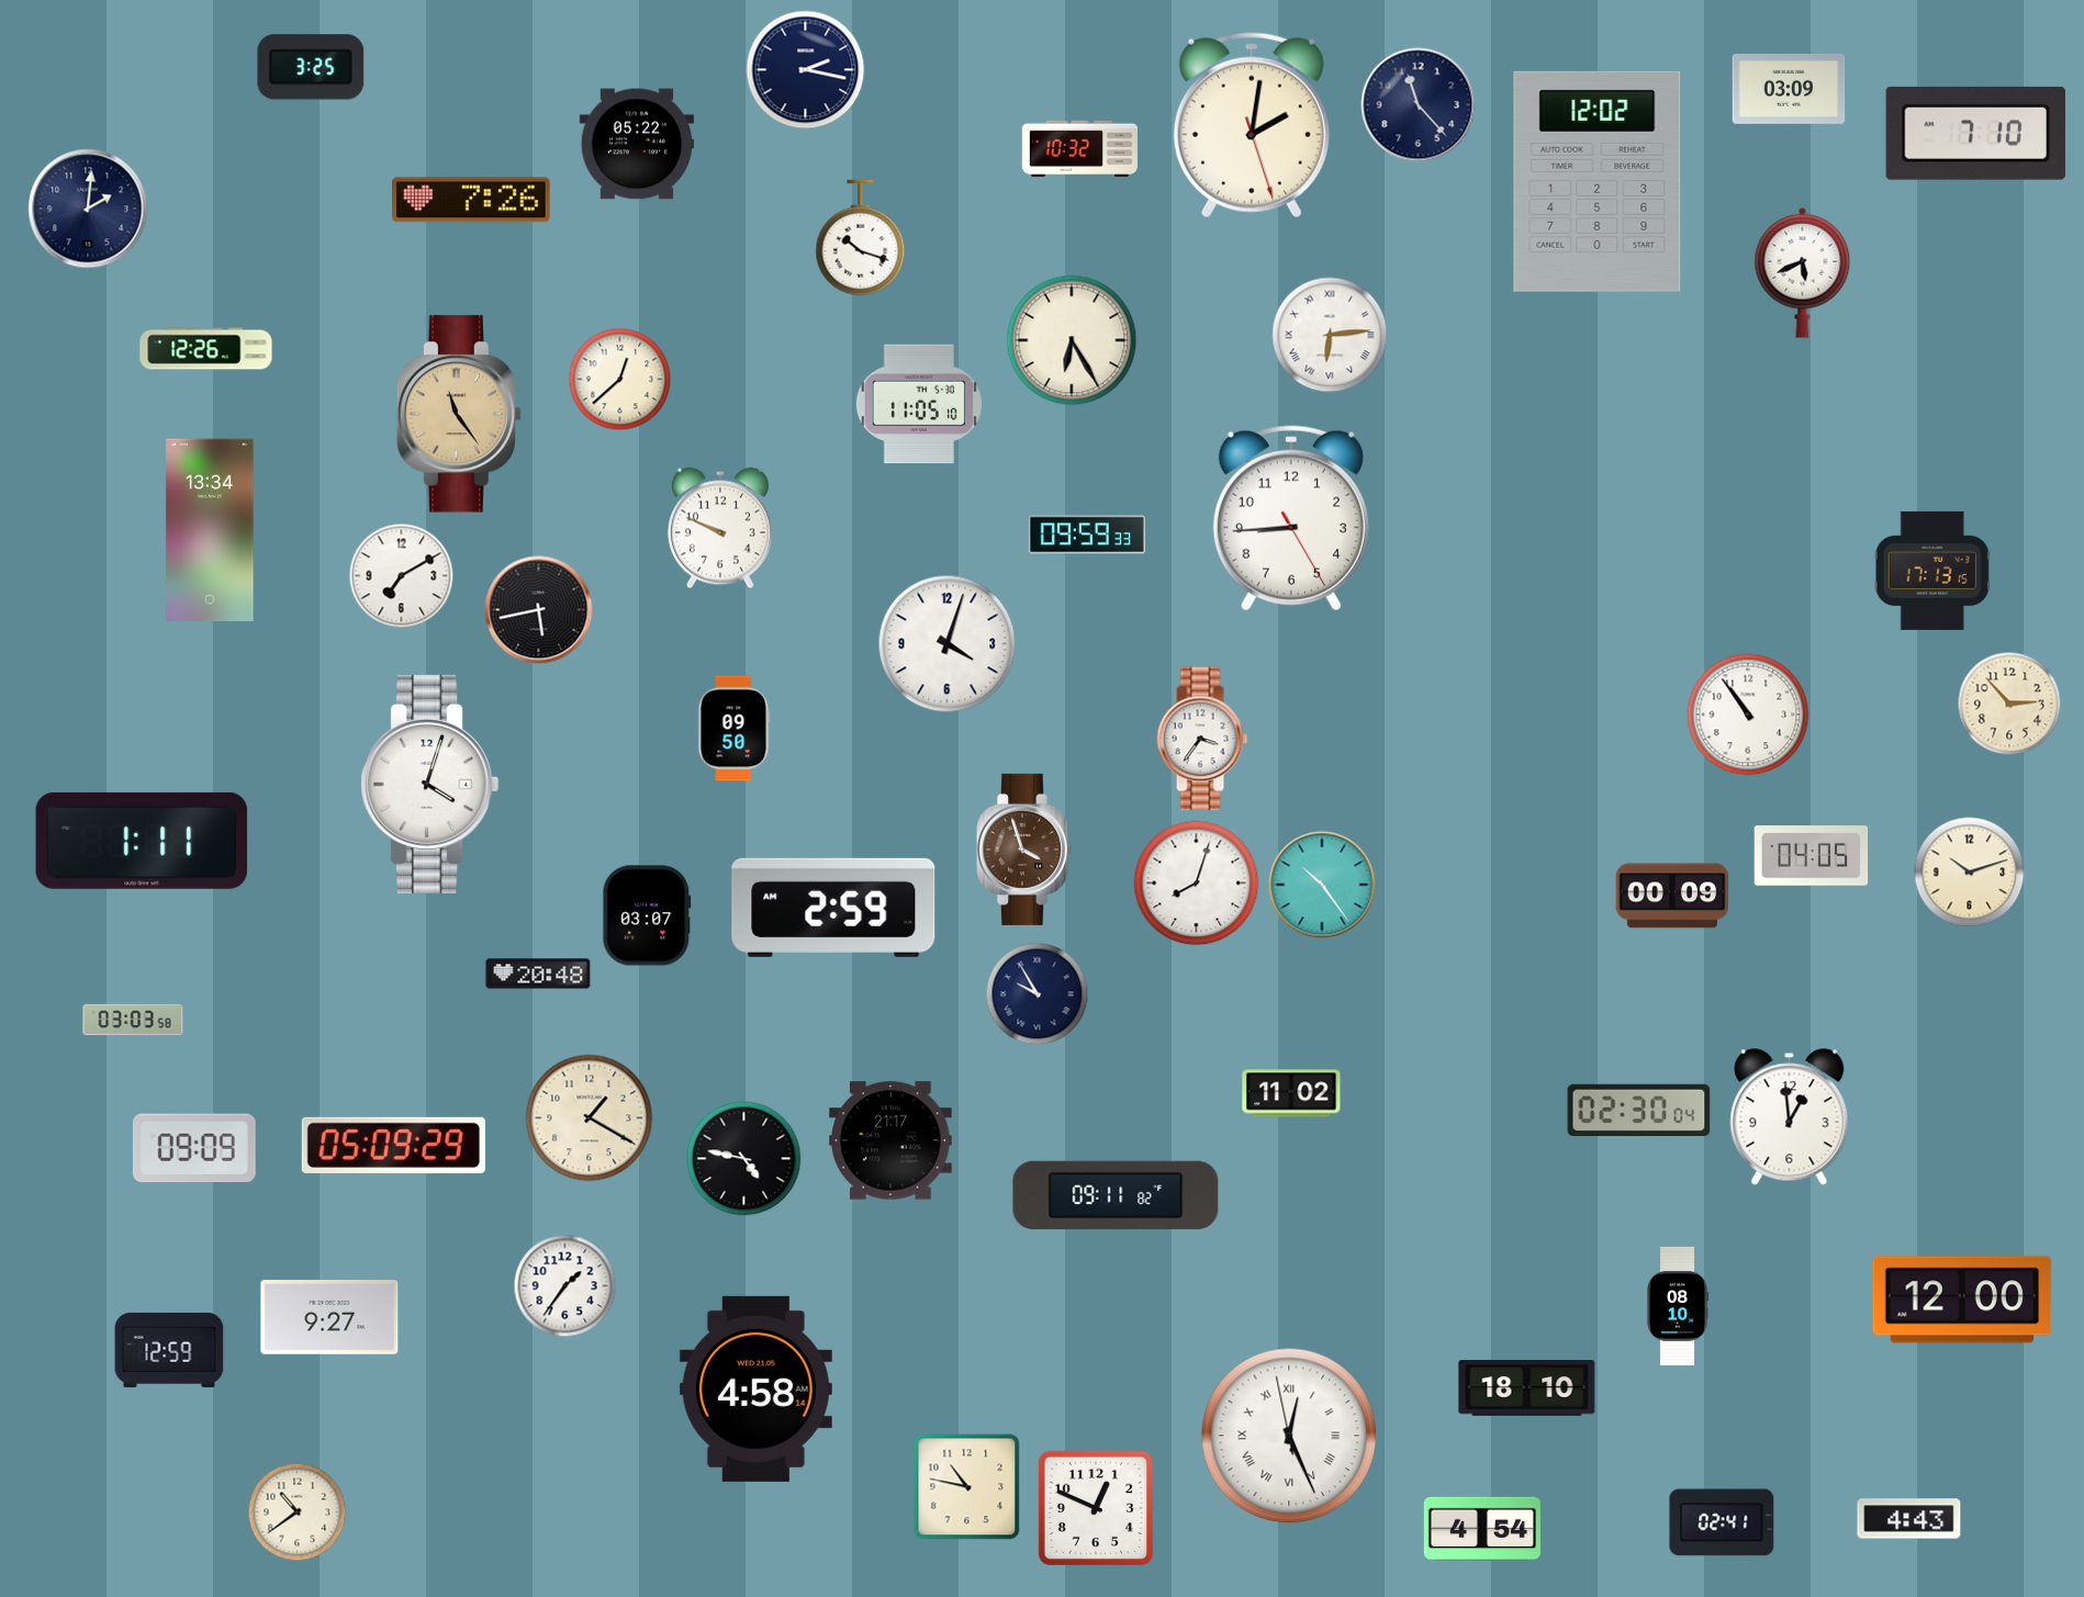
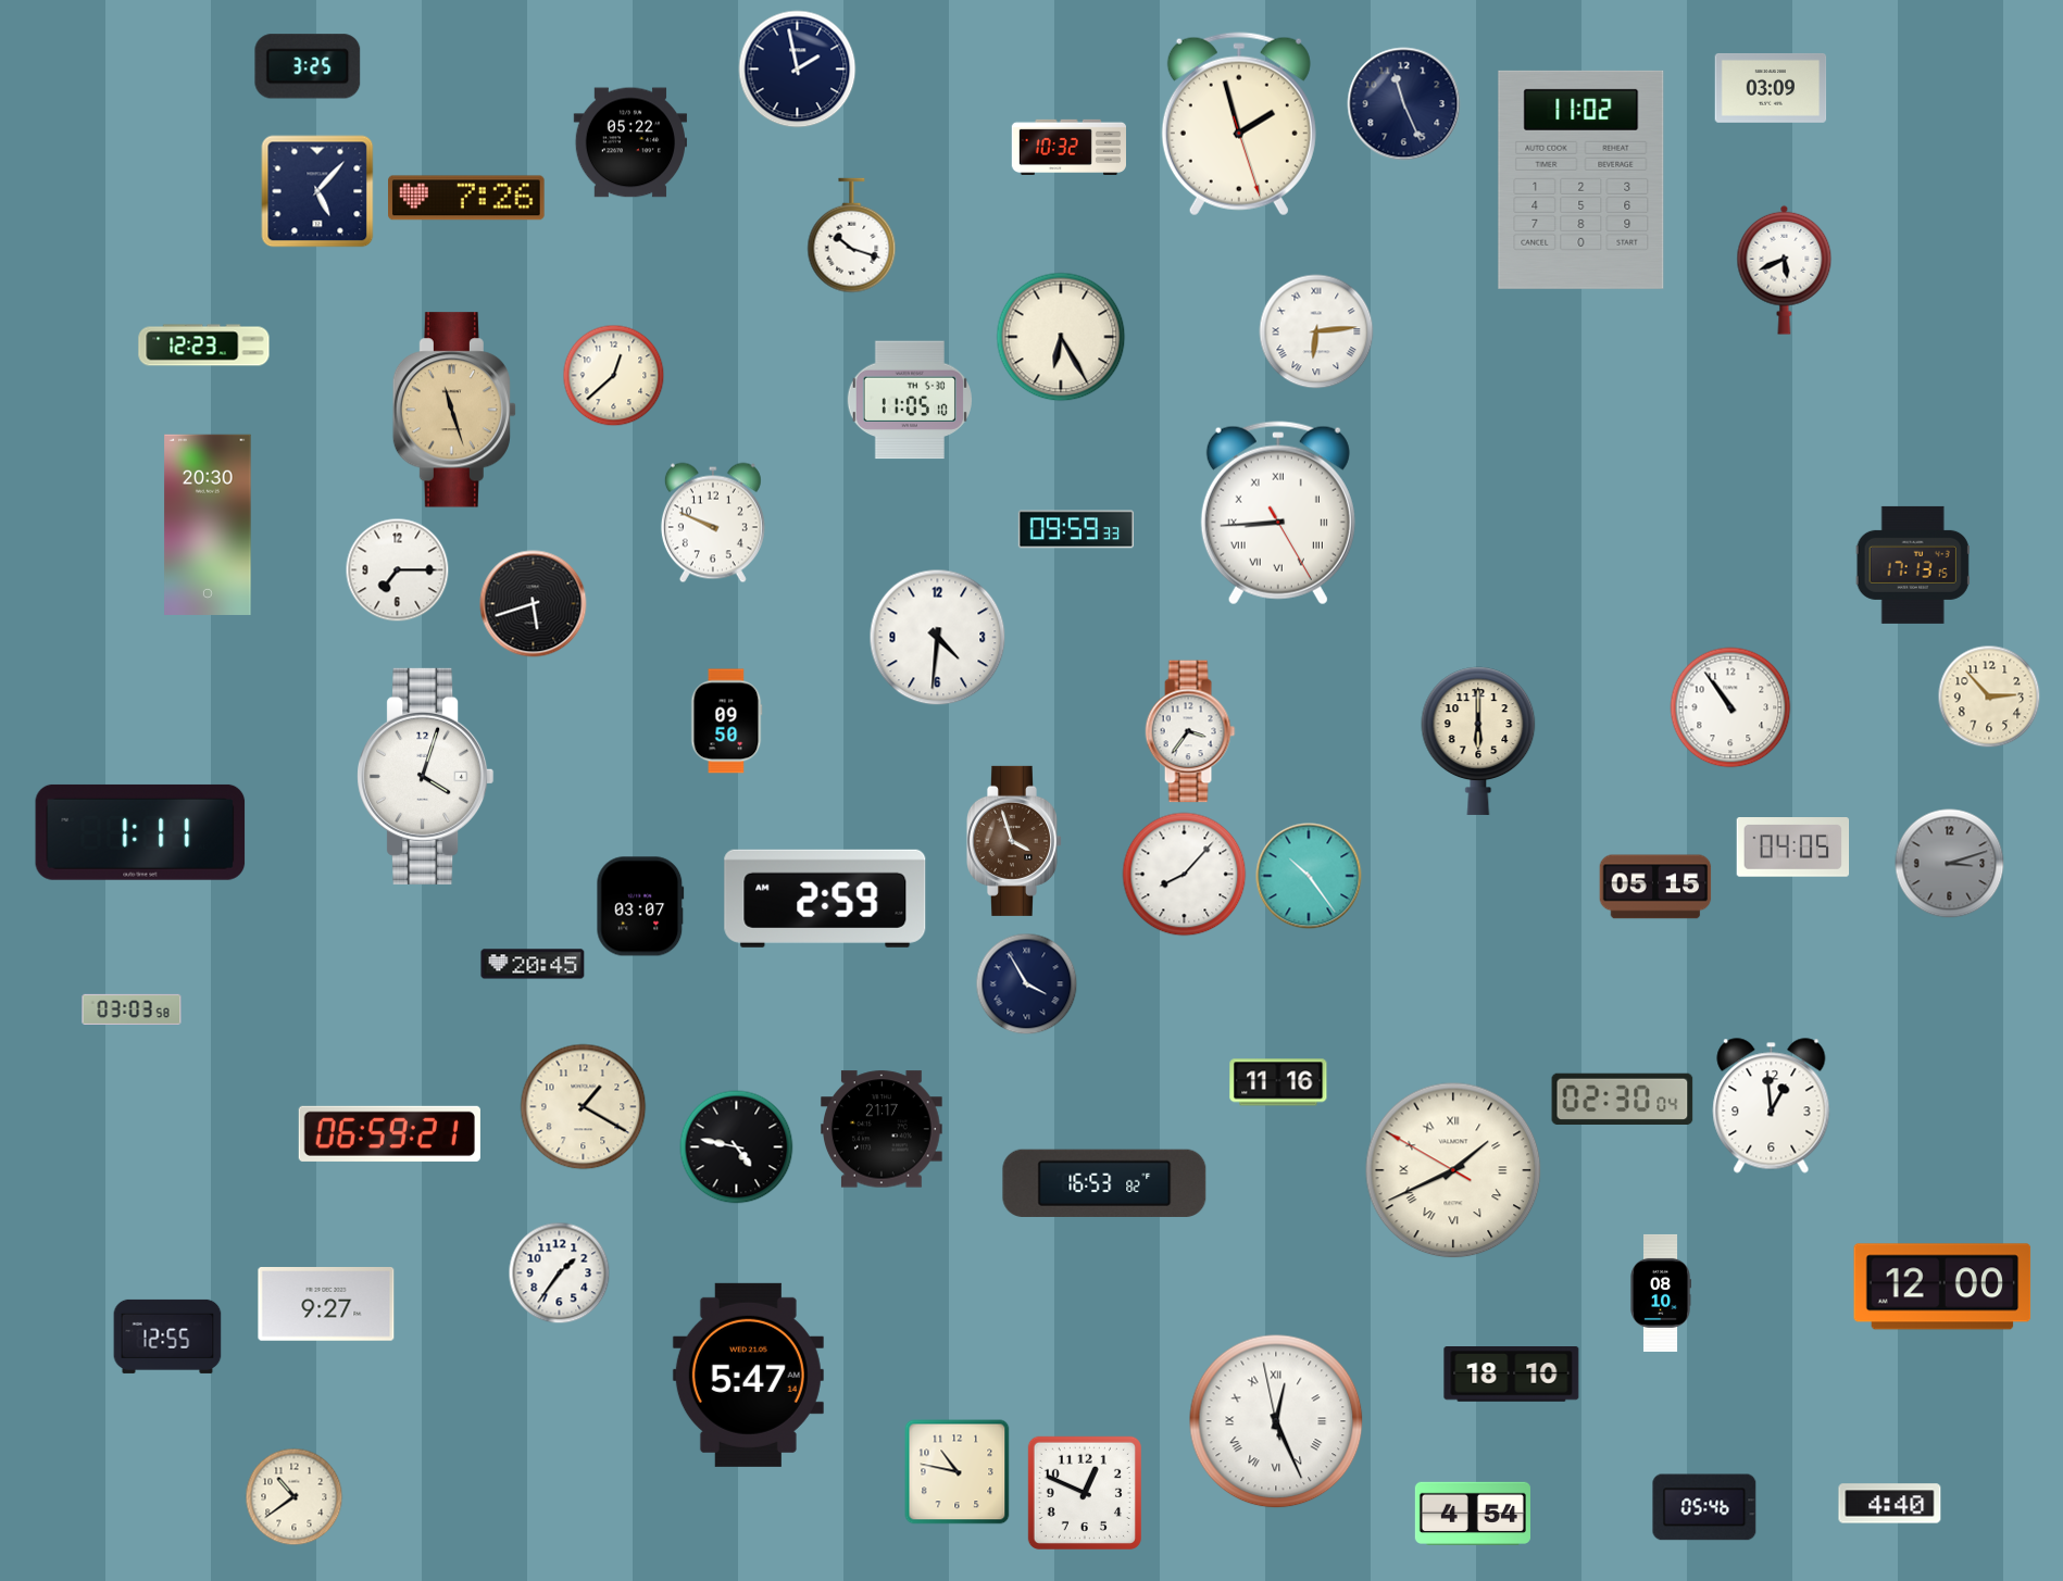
clock at (806, 70): 2:17 -> 1:58
clock at (1419, 105): 11:23 -> 11:26
clock at (1252, 125): 2:01 -> 1:57
clock at (1975, 133): 7:10 -> none
clock at (1598, 181): 12:02 -> 11:02
clock at (317, 191): none -> 5:07
clock at (88, 209): 2:01 -> none
clock at (206, 349): 12:26 -> 12:23
clock at (458, 414): 11:24 -> 11:27
clock at (1291, 518) numerals: Arabic -> Roman
clock at (210, 530): 13:34 -> 20:30
clock at (402, 576): 7:10 -> 7:15
clock at (539, 610): 5:43 -> 5:42
clock at (948, 644): 4:03 -> 4:31
clock at (1478, 741): none -> 6:00
clock at (1970, 873): 10:12 -> 3:12
clock at (1970, 873) dial: cream -> grey
clock at (1197, 884): 8:03 -> 8:07
clock at (1672, 896): 00:09 -> 05:15
clock at (538, 974): 20:48 -> 20:45
clock at (1038, 994): 9:55 -> 3:55
clock at (1291, 1093): 11:02 -> 11:16
clock at (393, 1145): 05:09 -> 06:59
clock at (194, 1148): 09:09 -> none
clock at (1453, 1170): none -> 1:40
clock at (1116, 1194): 09:11 -> 16:53
clock at (169, 1350): 12:59 -> 12:55
clock at (755, 1388): 4:58 -> 5:47
clock at (1909, 1519): 4:43 -> 4:40
clock at (1722, 1522): 02:41 -> 05:46
clock at (1482, 1528) position: (1482, 1528) -> (1473, 1513)
